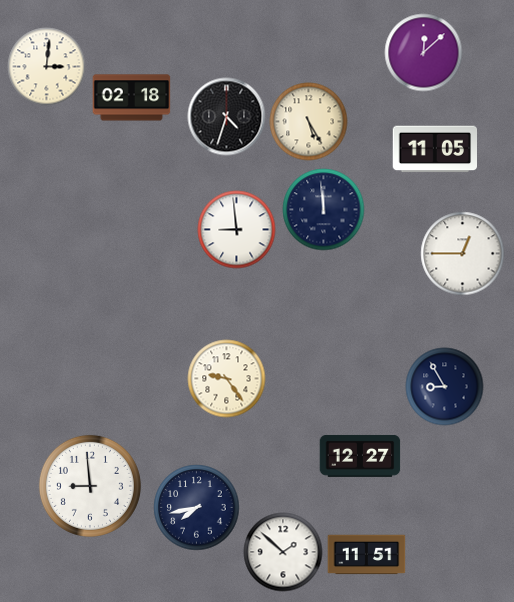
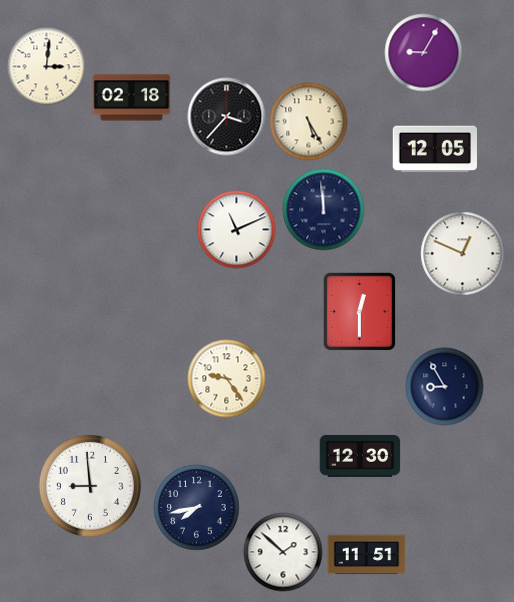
clock at (423, 52): 12:08 -> 9:05
clock at (226, 116): 4:33 -> 3:37
clock at (434, 149): 11:05 -> 12:05
clock at (236, 229): 8:59 -> 11:11
clock at (462, 253): 12:45 -> 12:49
clock at (360, 311): none -> 12:30
clock at (360, 456): 12:27 -> 12:30
